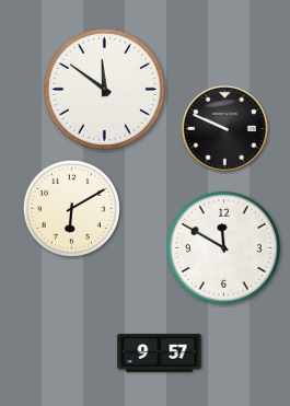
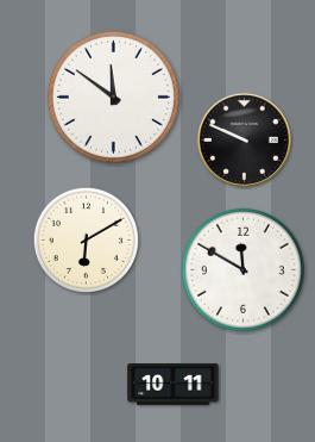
clock at (71, 208) position: (71, 208) -> (86, 239)
clock at (160, 353): 9:57 -> 10:11
